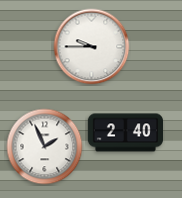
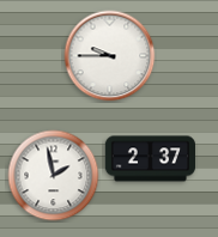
clock at (125, 133): 2:40 -> 2:37
clock at (45, 147): 1:56 -> 1:58
